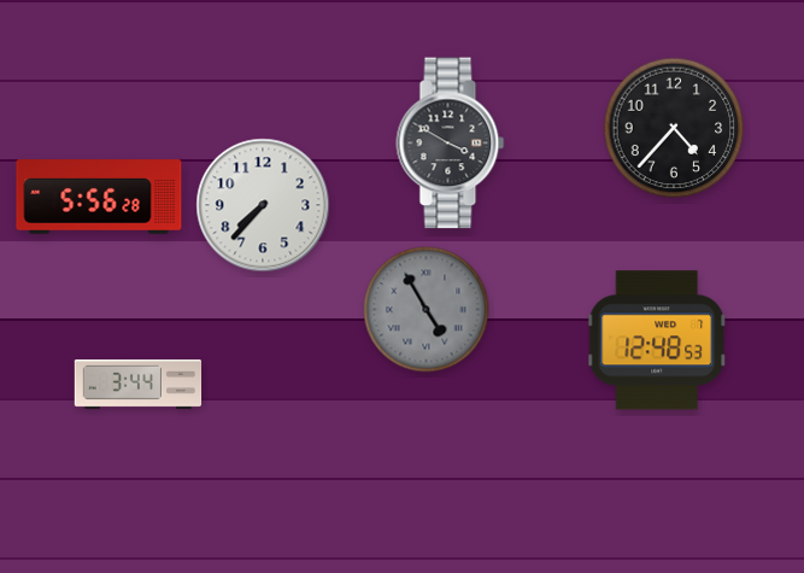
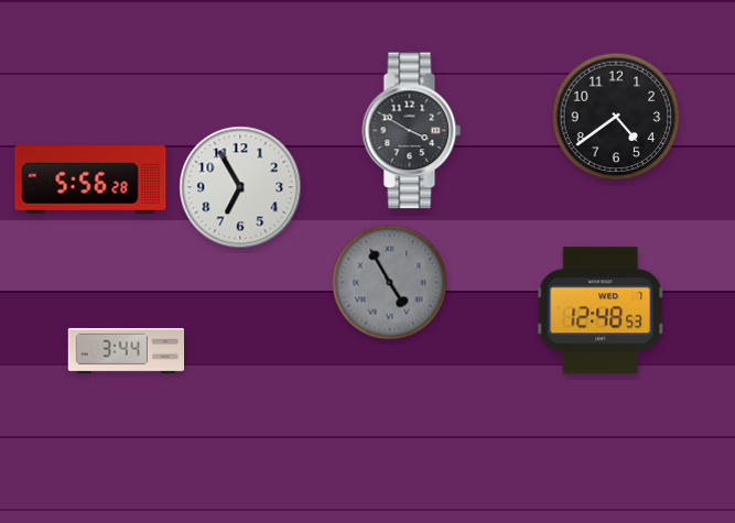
clock at (674, 128): 4:37 -> 4:39
clock at (263, 205): 7:37 -> 6:55
